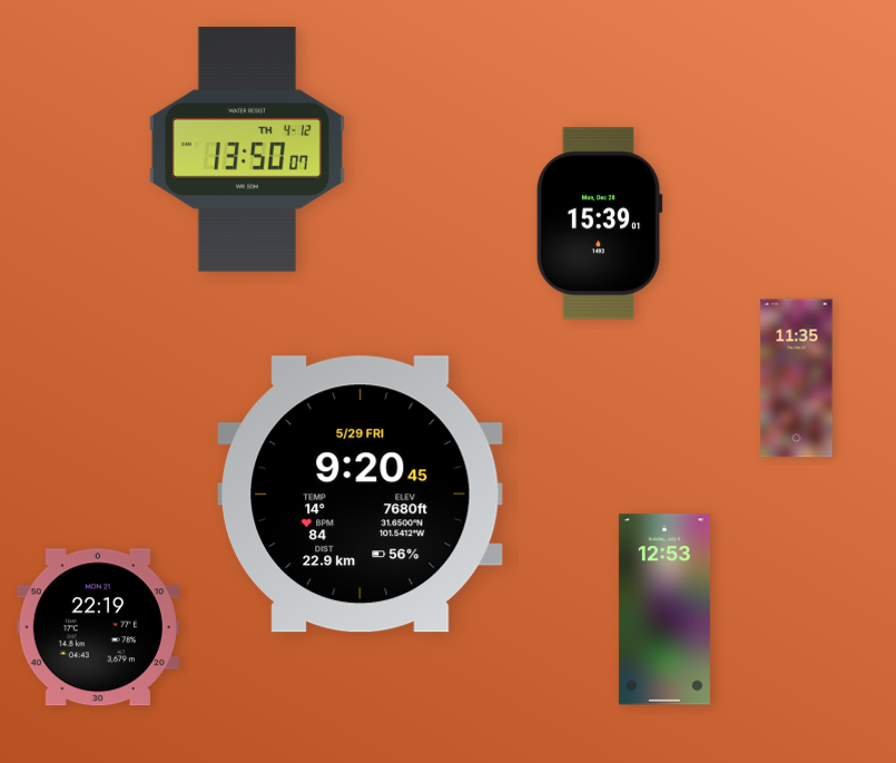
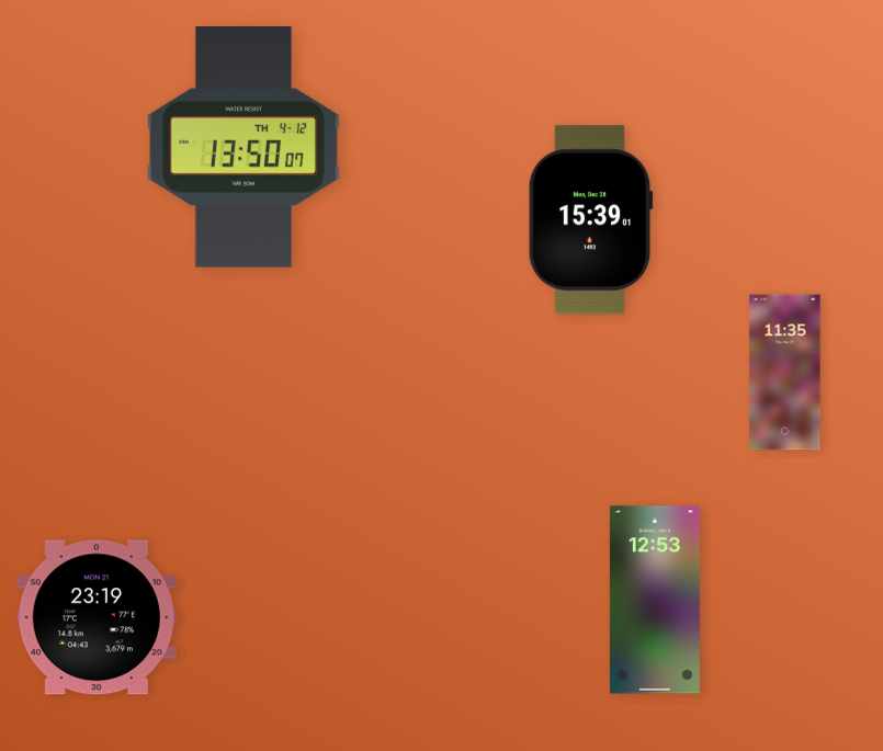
clock at (361, 495): 9:20 -> none
clock at (98, 627): 22:19 -> 23:19
